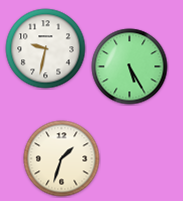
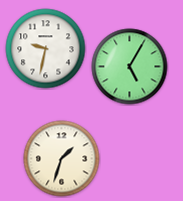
clock at (130, 67): 5:25 -> 5:05
